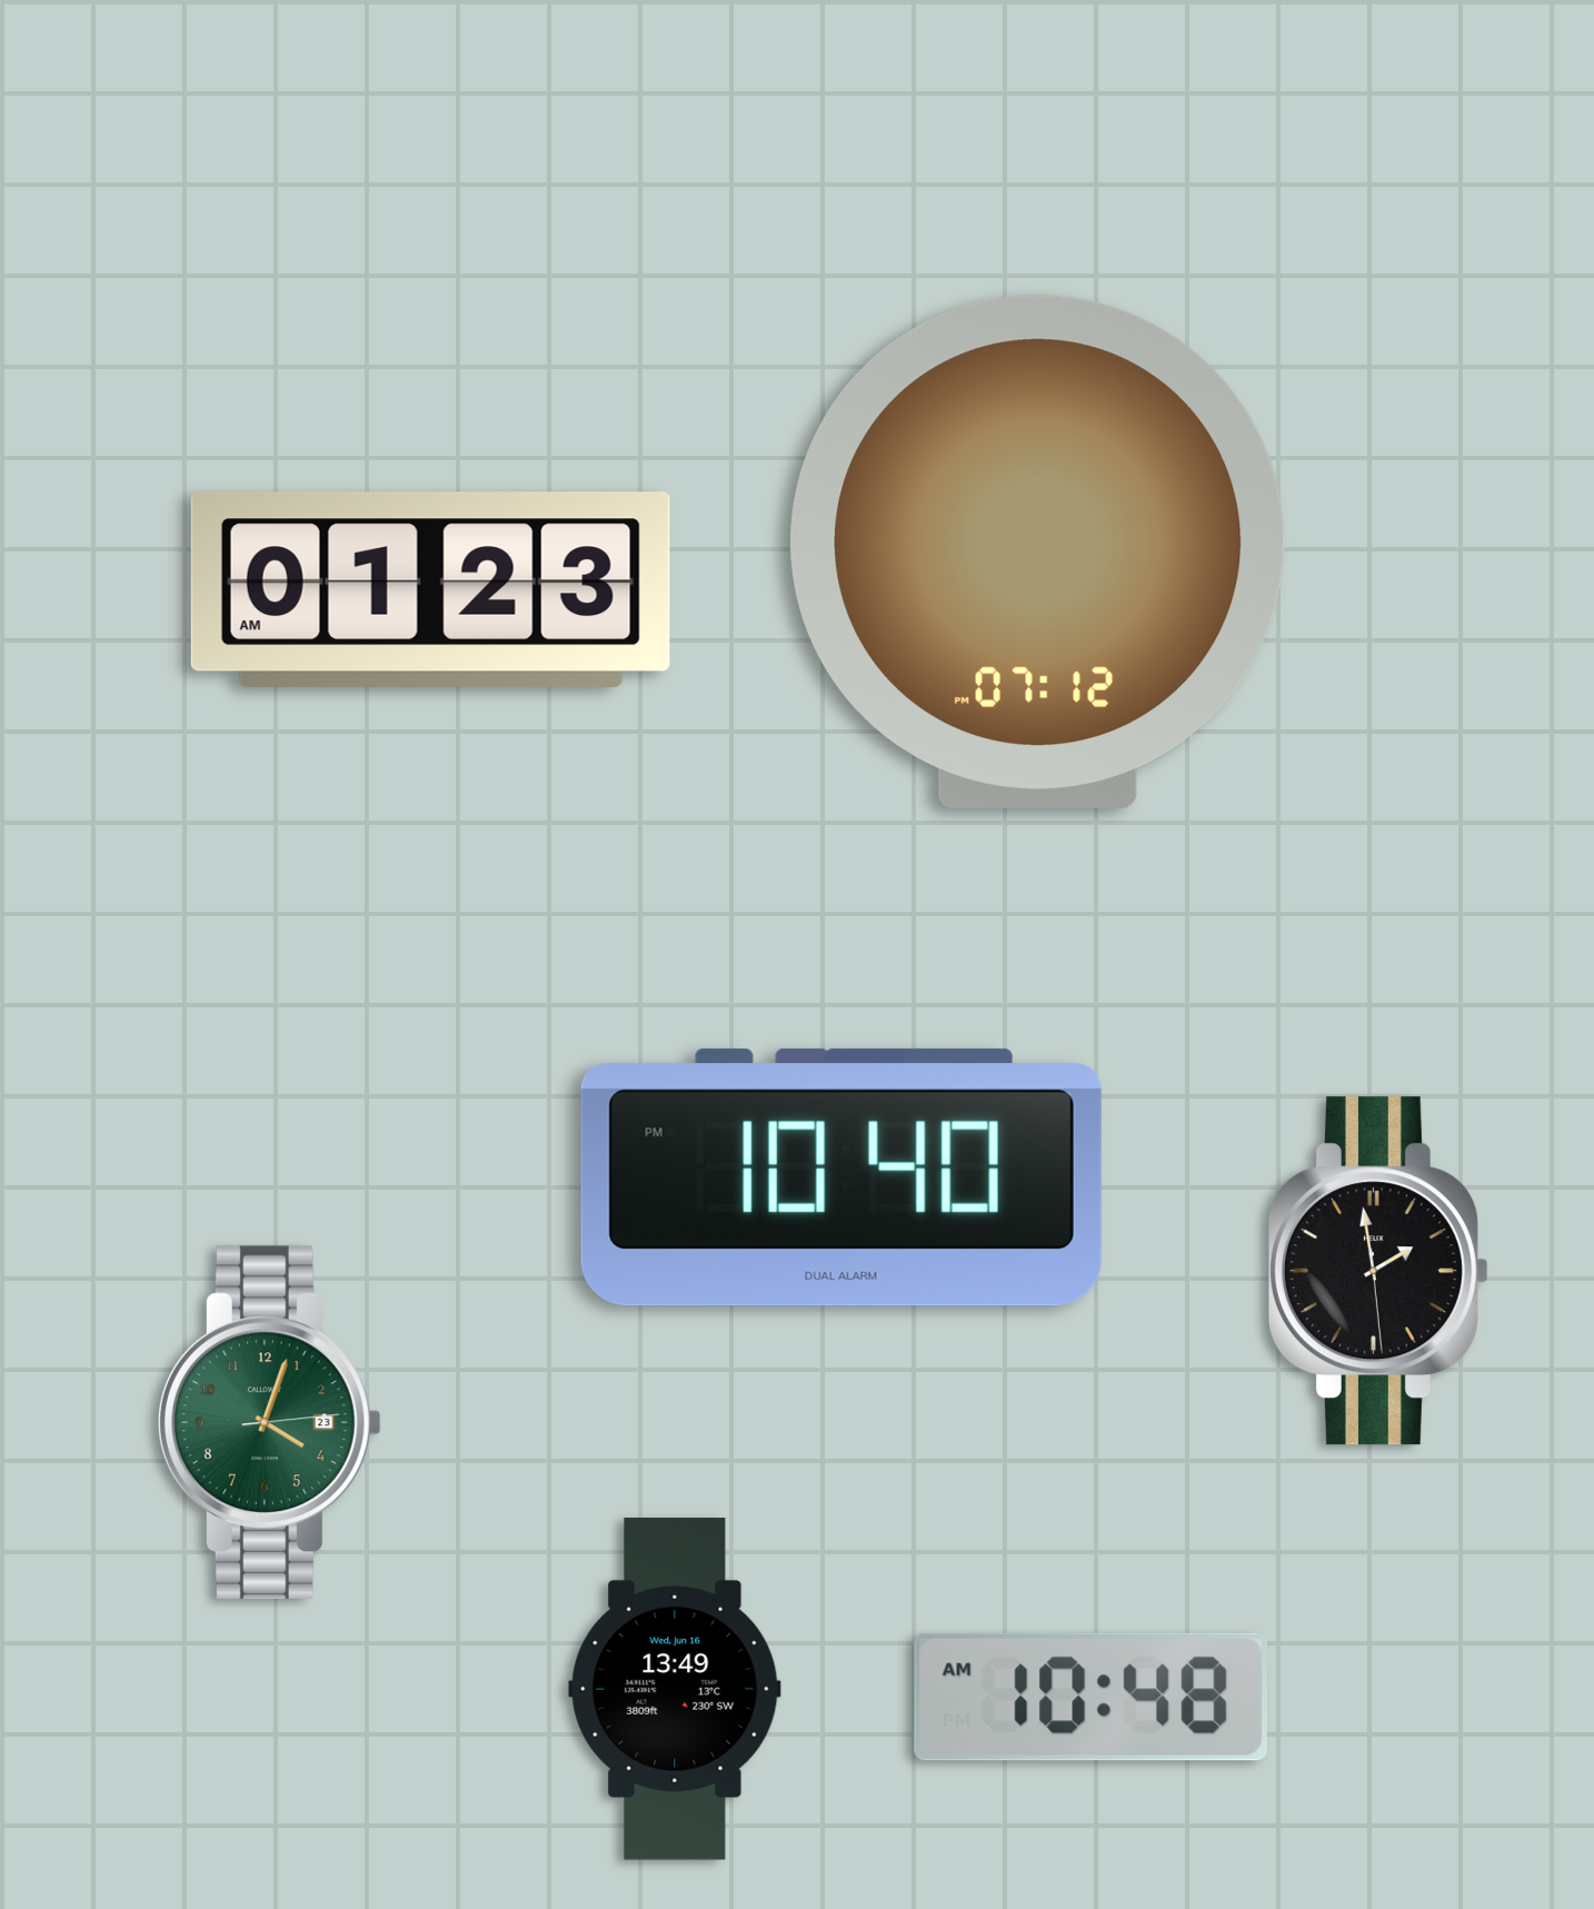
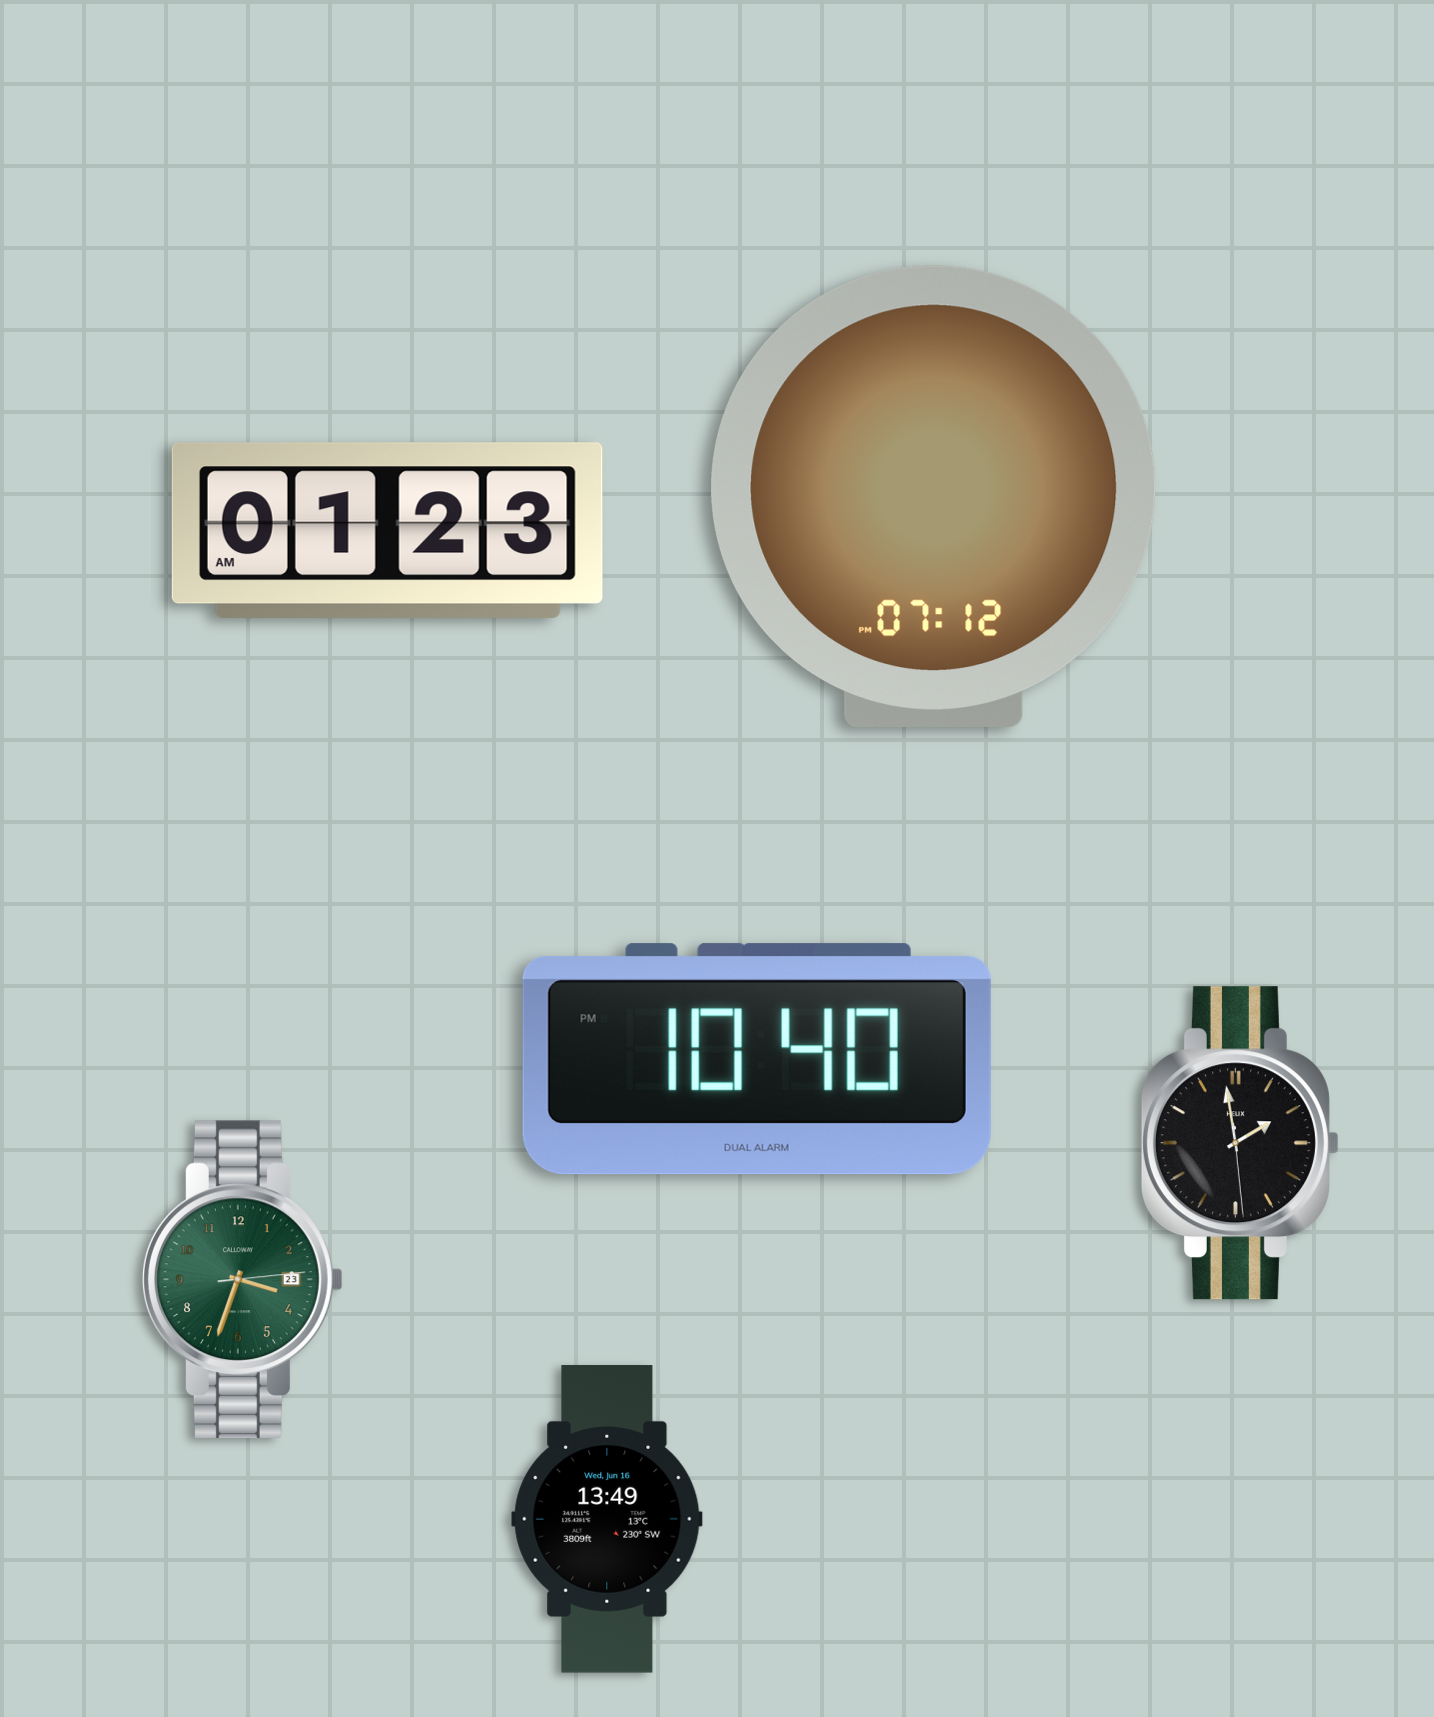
clock at (269, 1422): 4:03 -> 3:33
clock at (1090, 1697): 10:48 -> none
